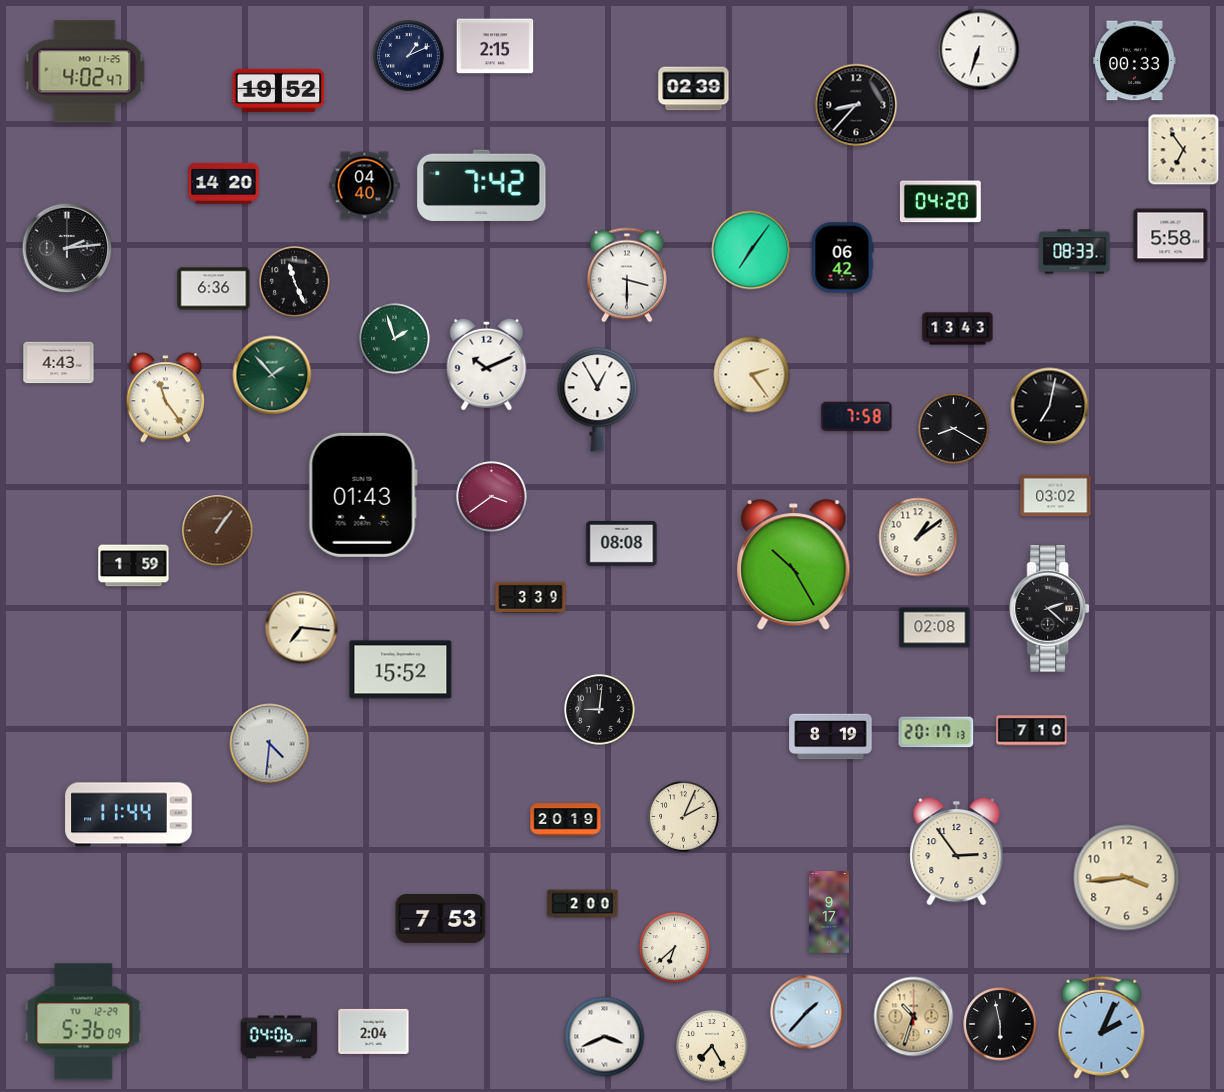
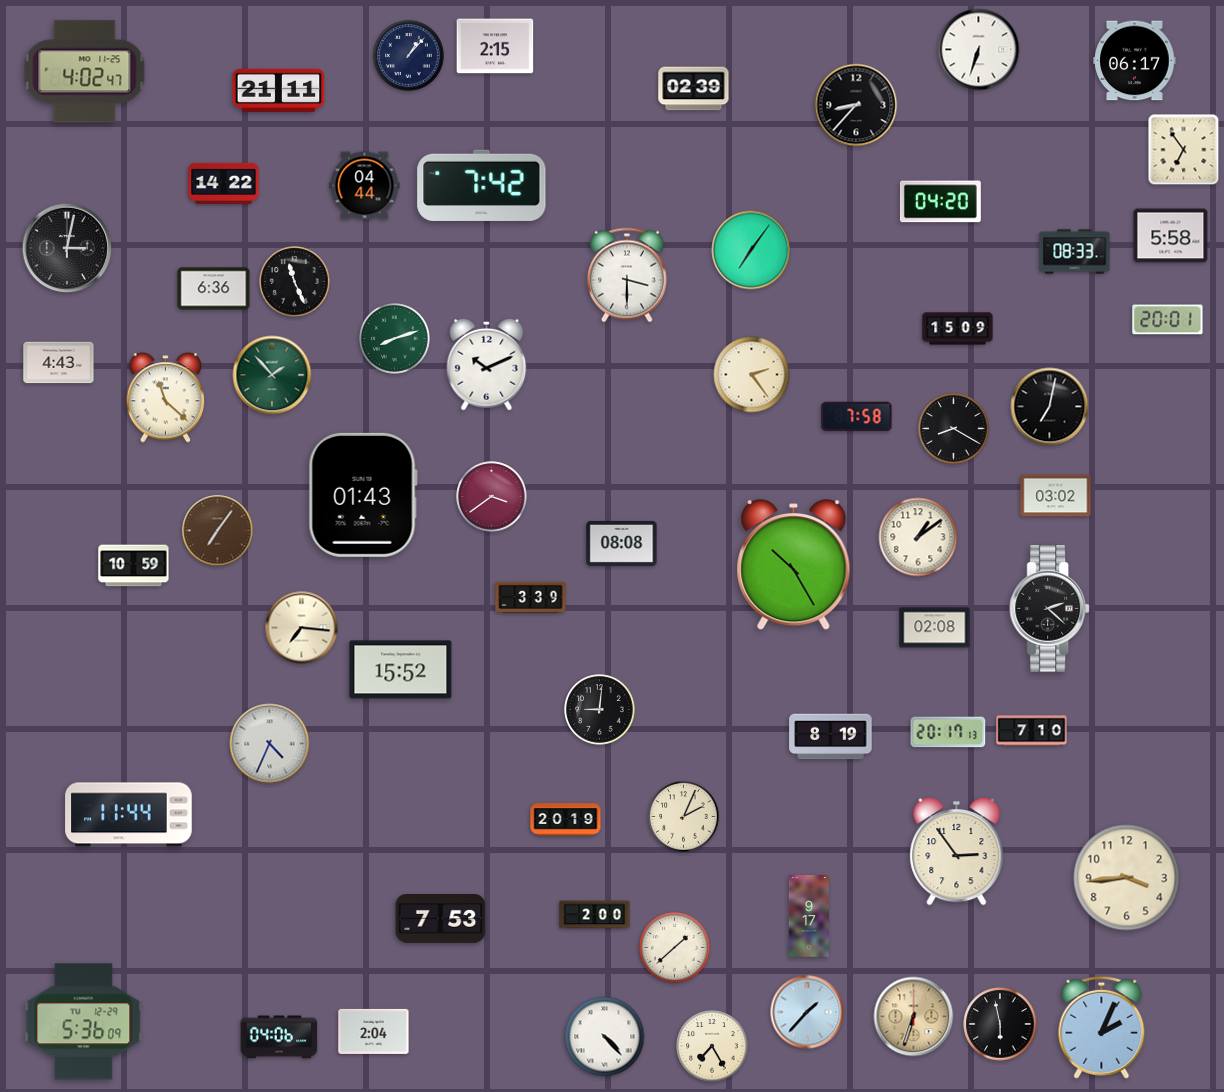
clock at (409, 56): 1:11 -> 1:07
clock at (1135, 61): 00:33 -> 06:17
clock at (279, 90): 19:52 -> 21:11
clock at (224, 183): 14:20 -> 14:22
clock at (365, 186): 04:40 -> 04:44
clock at (67, 248): 2:14 -> 3:02
clock at (842, 258): 06:42 -> none
clock at (1168, 320): none -> 20:01
clock at (958, 329): 13:43 -> 15:09
clock at (395, 339): 1:57 -> 8:12
clock at (166, 398): 11:24 -> 11:22
clock at (598, 400): 12:55 -> none
clock at (218, 531): 1:06 -> 7:06
clock at (134, 566): 1:59 -> 10:59
clock at (936, 732) position: (936, 732) -> (948, 732)
clock at (270, 744): 4:31 -> 4:34
clock at (583, 904) position: (583, 904) -> (595, 915)
clock at (829, 912) position: (829, 912) -> (809, 916)
clock at (675, 948): 6:38 -> 1:38
clock at (914, 1017): 10:33 -> 6:33
clock at (605, 1037): 3:41 -> 4:23
